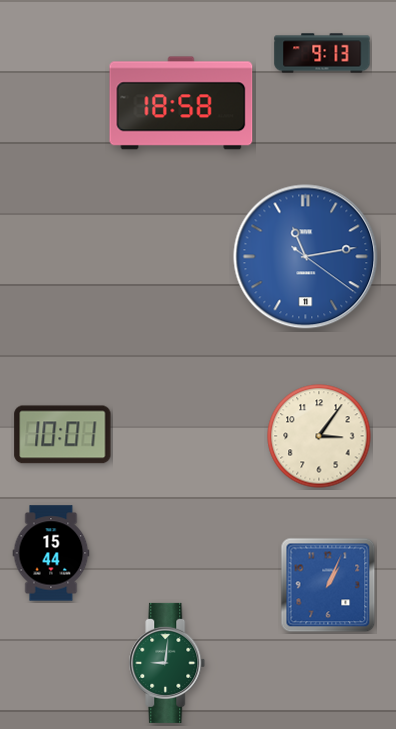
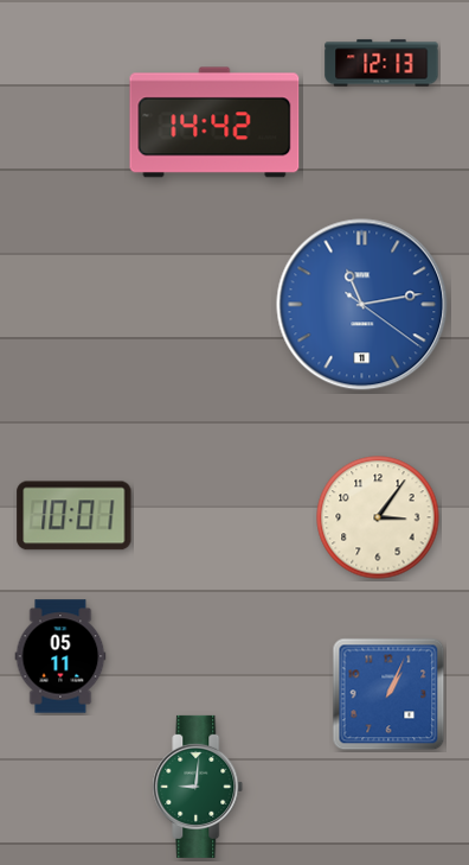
clock at (322, 53): 9:13 -> 12:13
clock at (181, 103): 18:58 -> 14:42
clock at (51, 553): 15:44 -> 05:11
